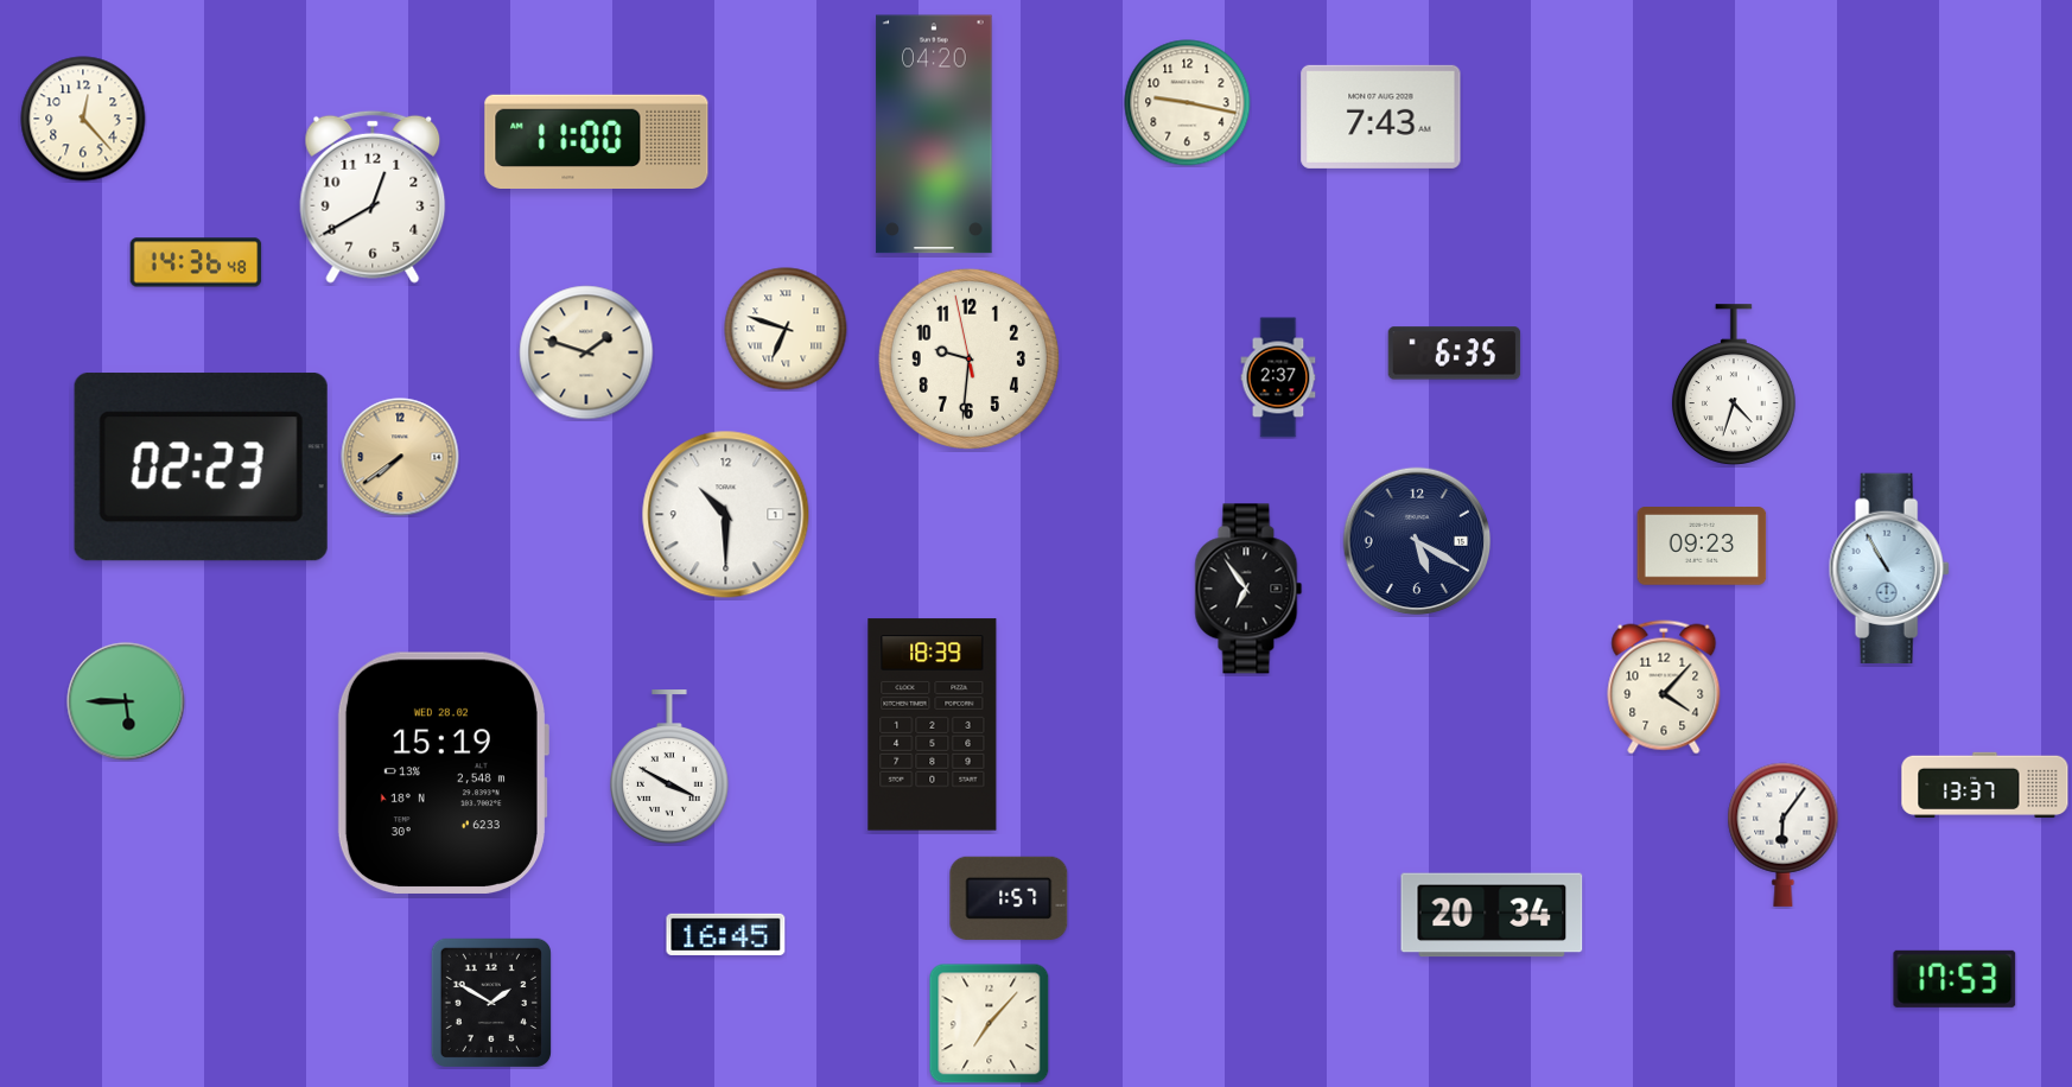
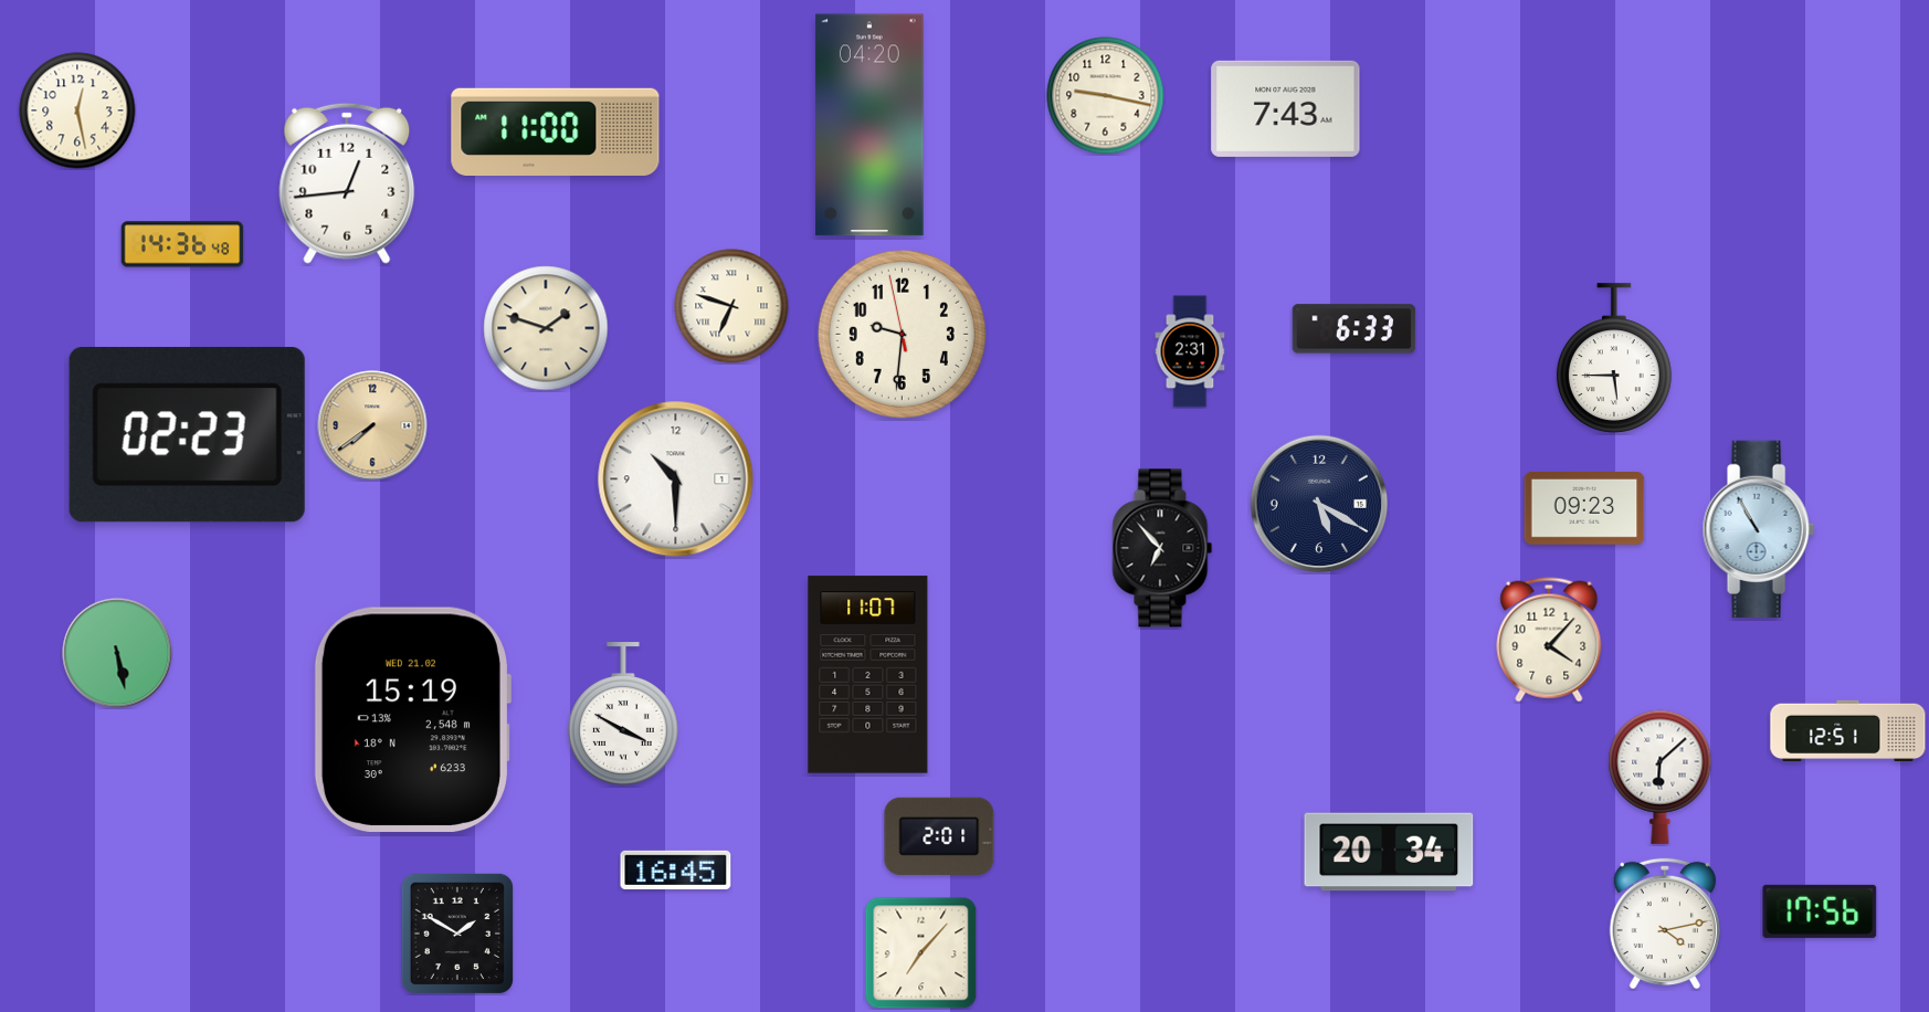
clock at (83, 119): 12:23 -> 12:28
clock at (373, 197): 12:40 -> 12:44
clock at (1455, 354): 6:35 -> 6:33
clock at (1278, 377): 2:37 -> 2:31
clock at (1734, 384): 4:33 -> 5:45
clock at (1248, 589): 6:54 -> 6:53
clock at (126, 701): 5:45 -> 5:28
clock at (933, 725): 18:39 -> 11:07
clock at (443, 773) date: WED 28.02 -> WED 21.02
clock at (1985, 786): 13:37 -> 12:51
clock at (1784, 834): 6:06 -> 6:08
clock at (1009, 898): 1:57 -> 2:01
clock at (1955, 979): 17:53 -> 17:56
clock at (1665, 924): none -> 4:13
